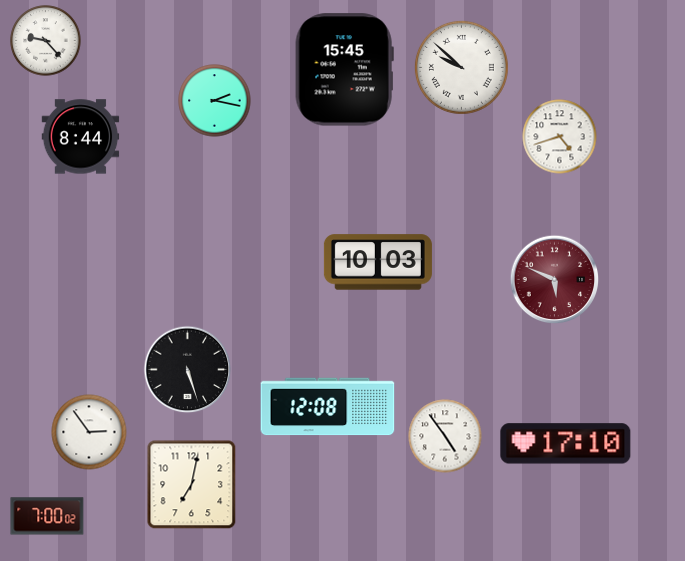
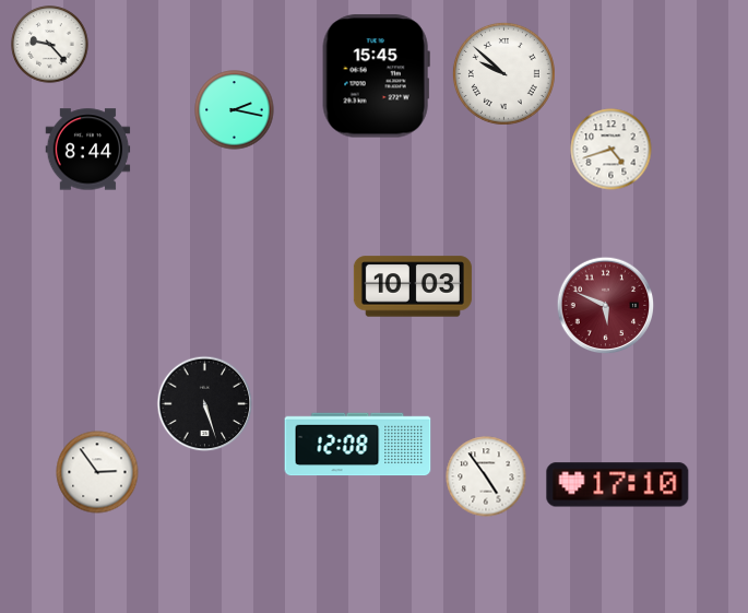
clock at (192, 485): 7:02 -> none
clock at (47, 516): 7:00 -> none
